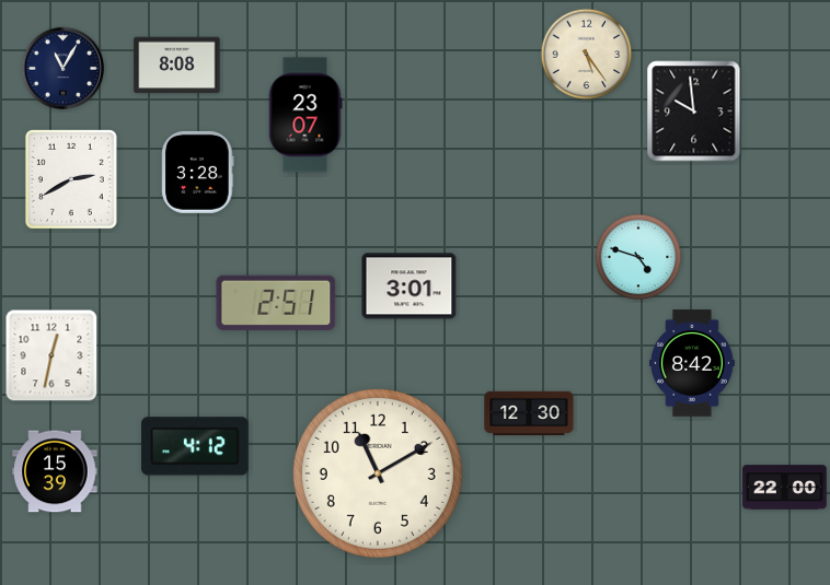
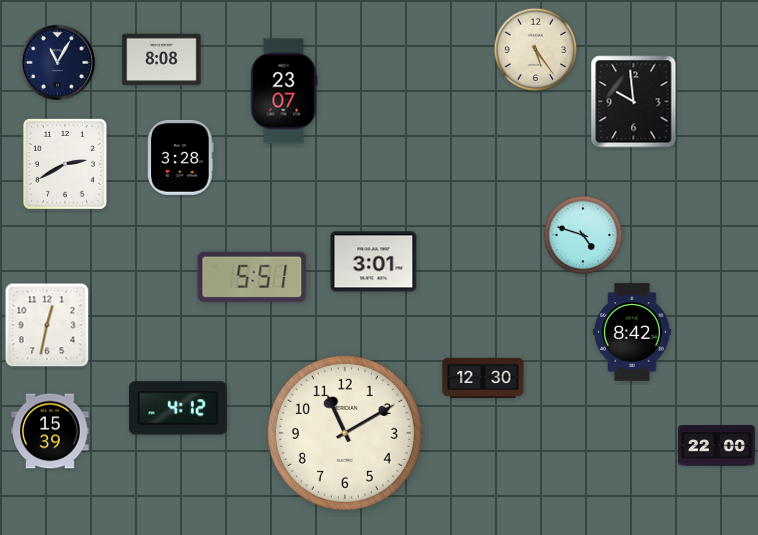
clock at (306, 115) position: (306, 115) -> (284, 91)
clock at (276, 303): 2:51 -> 5:51
